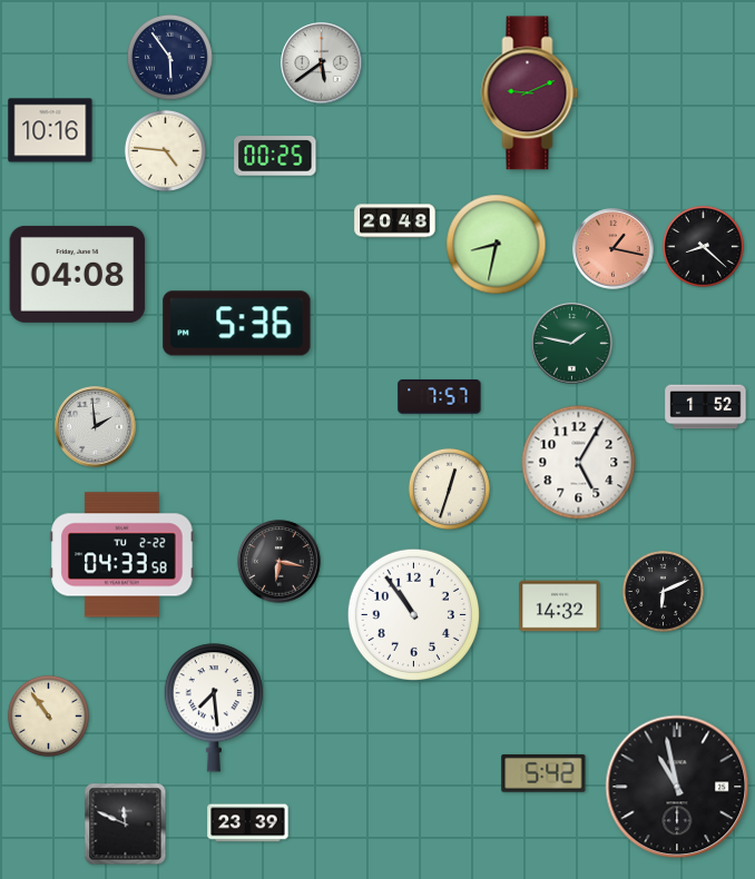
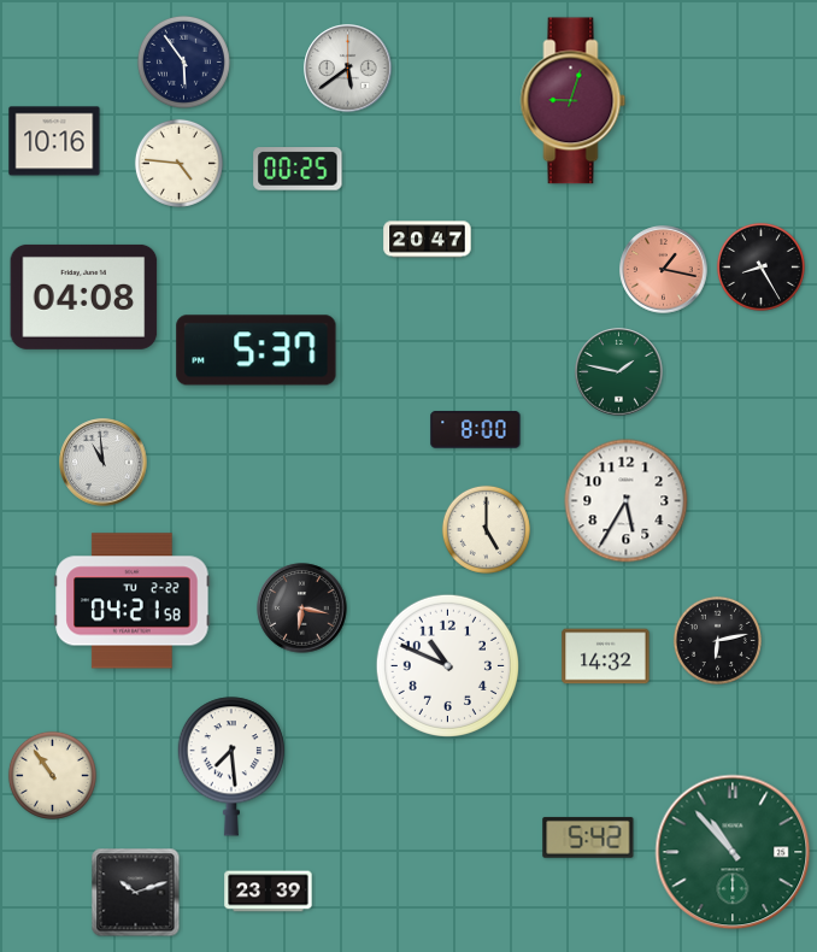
clock at (530, 93): 9:11 -> 9:03
clock at (395, 221): 20:48 -> 20:47
clock at (497, 245): 8:32 -> none
clock at (703, 246): 8:22 -> 8:25
clock at (237, 324): 5:36 -> 5:37
clock at (440, 397): 7:57 -> 8:00
clock at (706, 407): 1:52 -> none
clock at (96, 427): 1:59 -> 10:59
clock at (579, 463): 5:05 -> 5:35
clock at (449, 488): 12:33 -> 5:00
clock at (122, 555): 04:33 -> 04:21
clock at (663, 591): 6:11 -> 6:13
clock at (413, 614): 10:54 -> 10:49
clock at (677, 787): 10:58 -> 10:53
clock at (677, 787) dial: black -> green
clock at (126, 824): 11:49 -> 10:12
